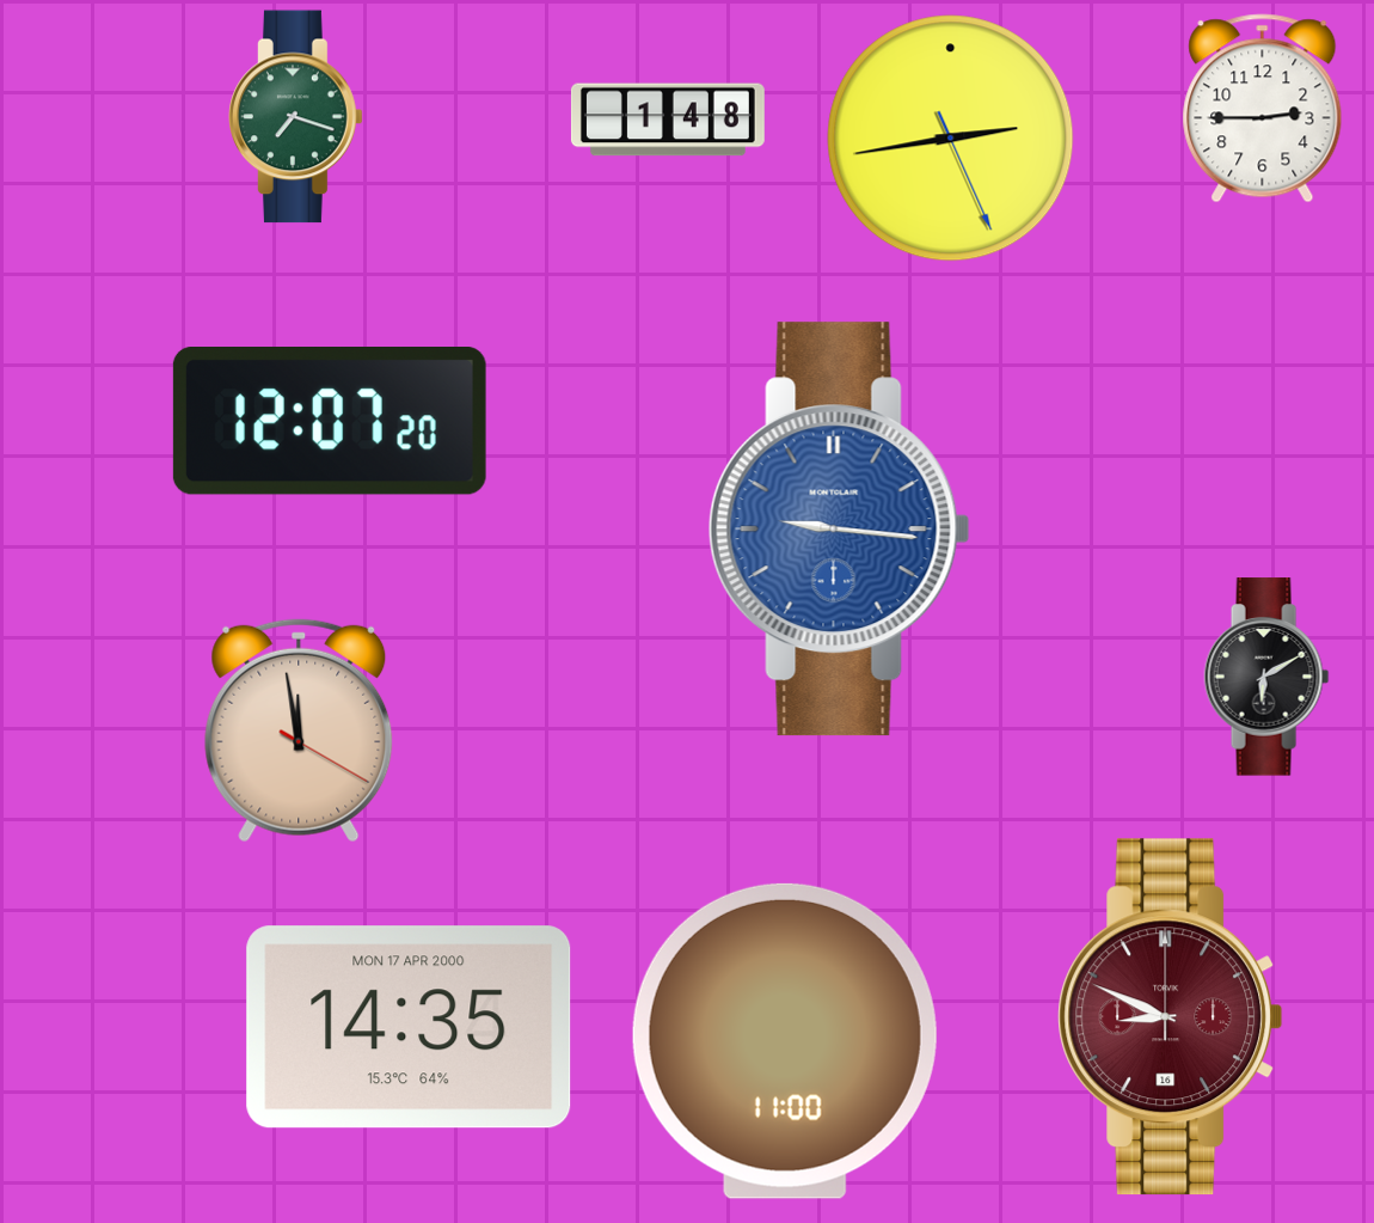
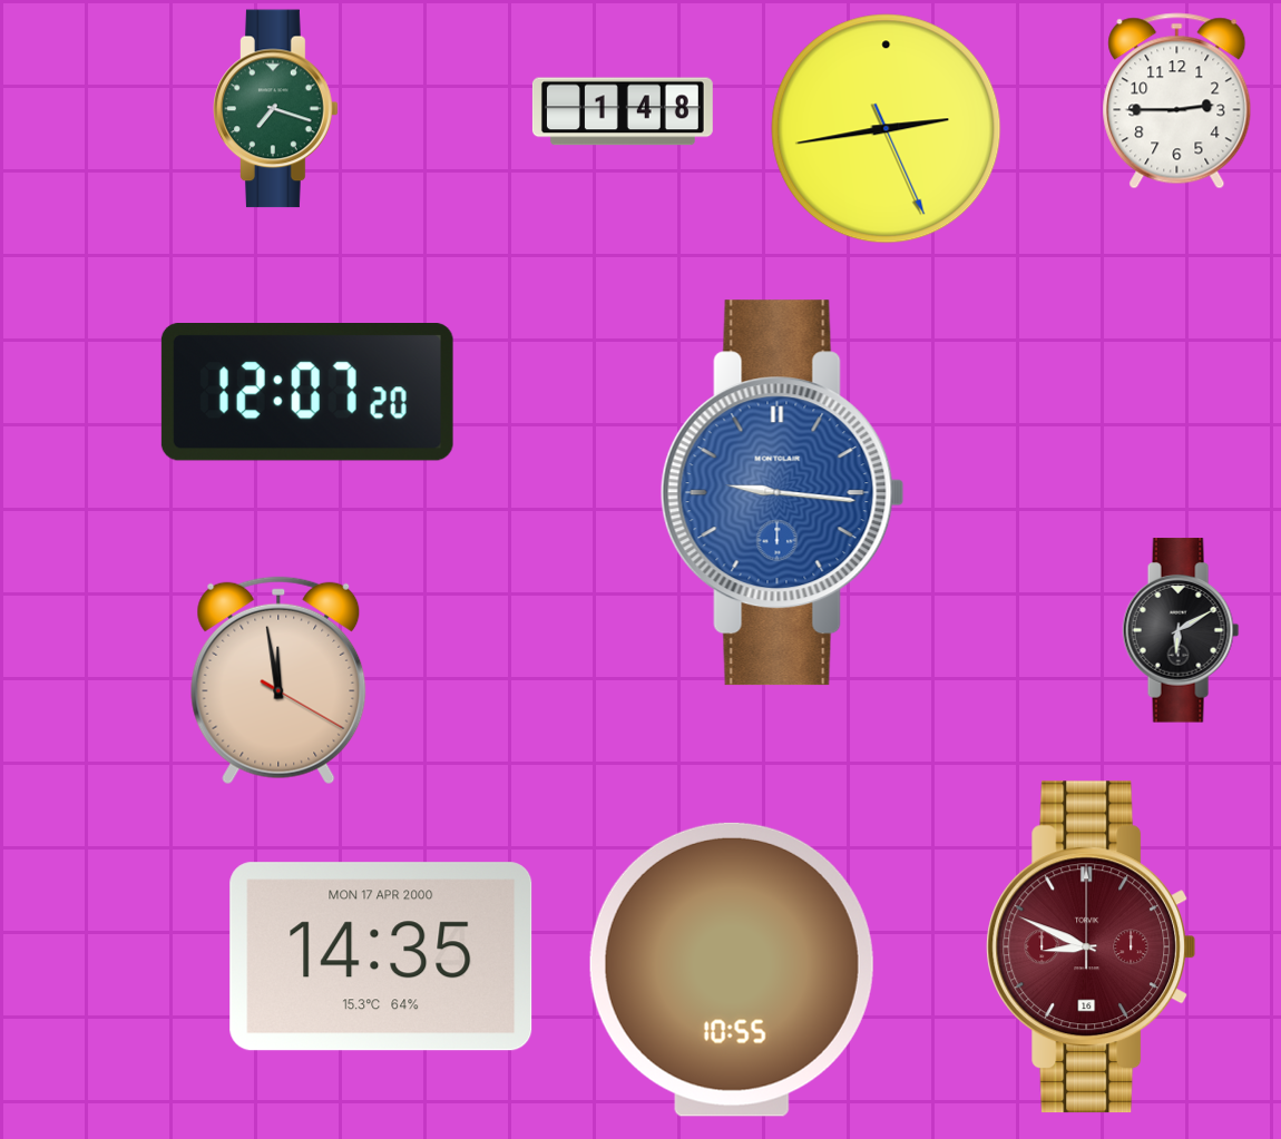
clock at (785, 1041): 11:00 -> 10:55
